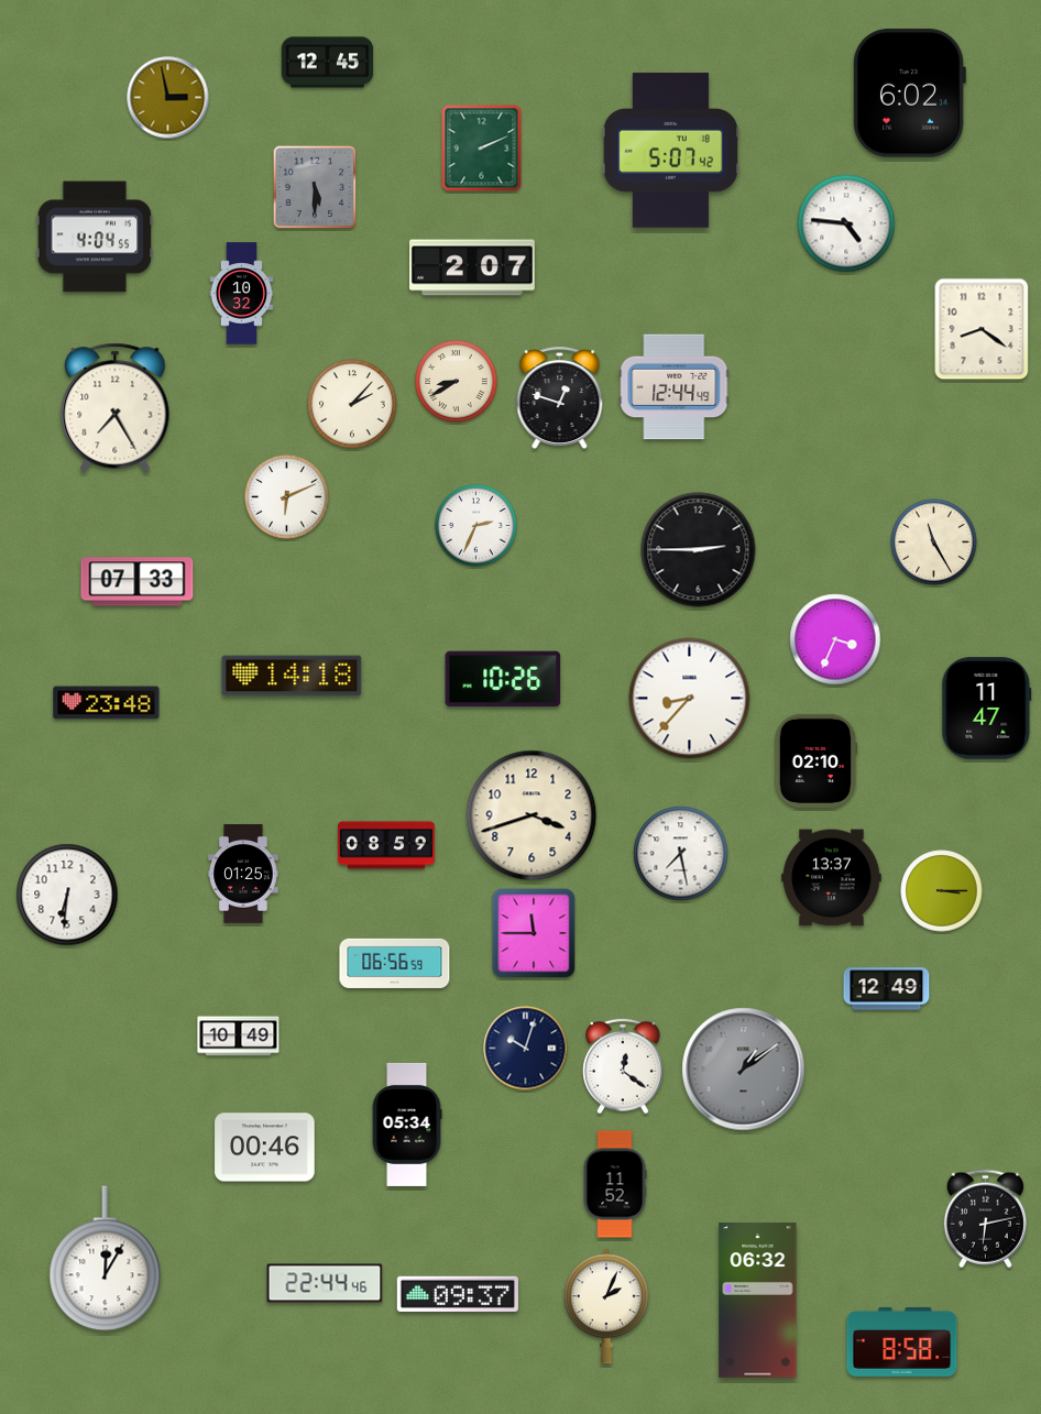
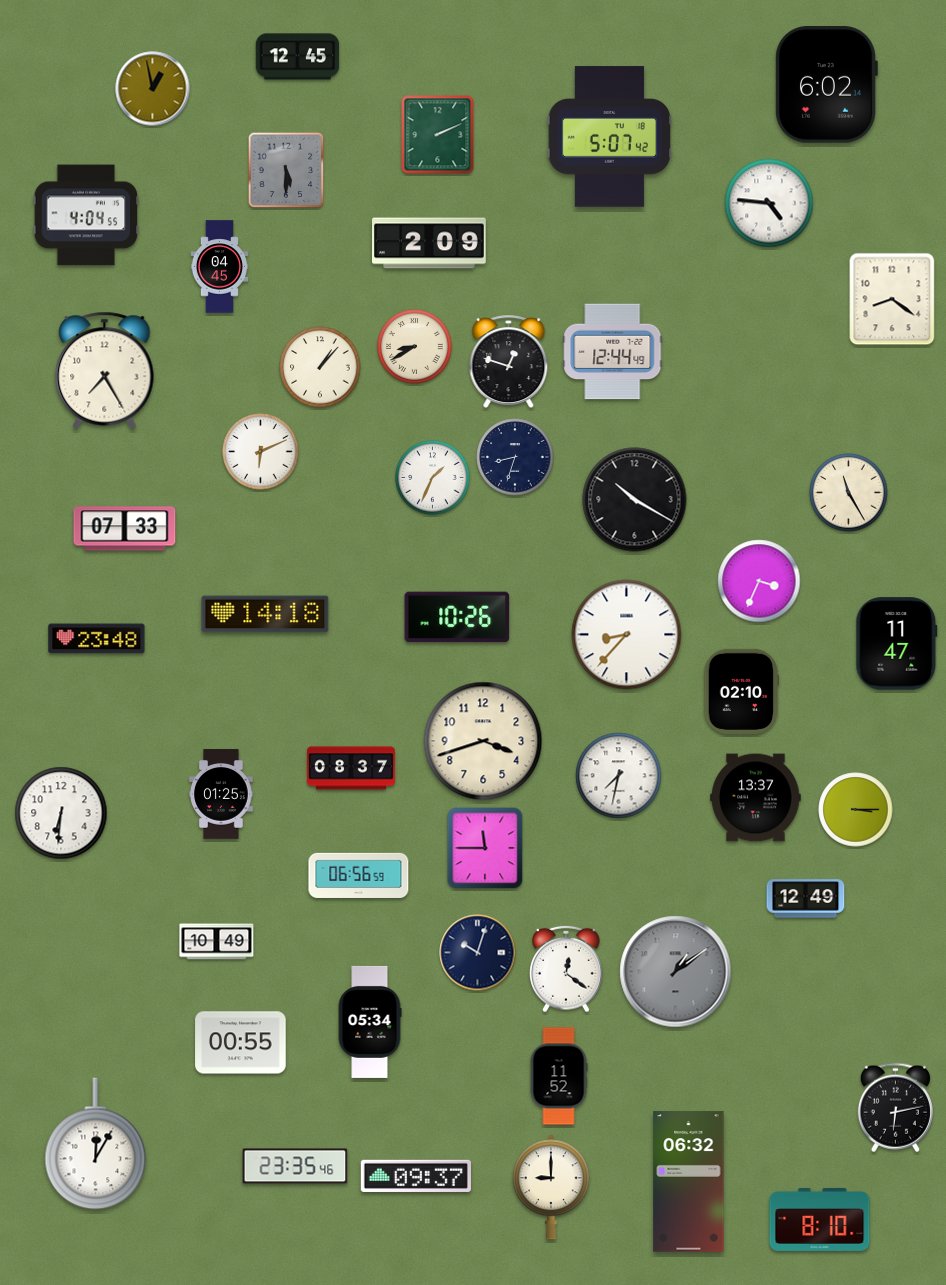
clock at (168, 98): 2:58 -> 12:58
clock at (473, 267): 2:07 -> 2:09
clock at (241, 294): 10:32 -> 04:45
clock at (352, 404): 2:07 -> 1:07
clock at (515, 457): none -> 8:33
clock at (476, 526): 2:34 -> 1:34
clock at (699, 550): 2:45 -> 10:20
clock at (386, 845): 08:59 -> 08:37
clock at (681, 854): 7:28 -> 7:32
clock at (265, 1148): 00:46 -> 00:55
clock at (325, 1283): 22:44 -> 23:35
clock at (606, 1306): 2:04 -> 9:00
clock at (902, 1341): 8:58 -> 8:10
